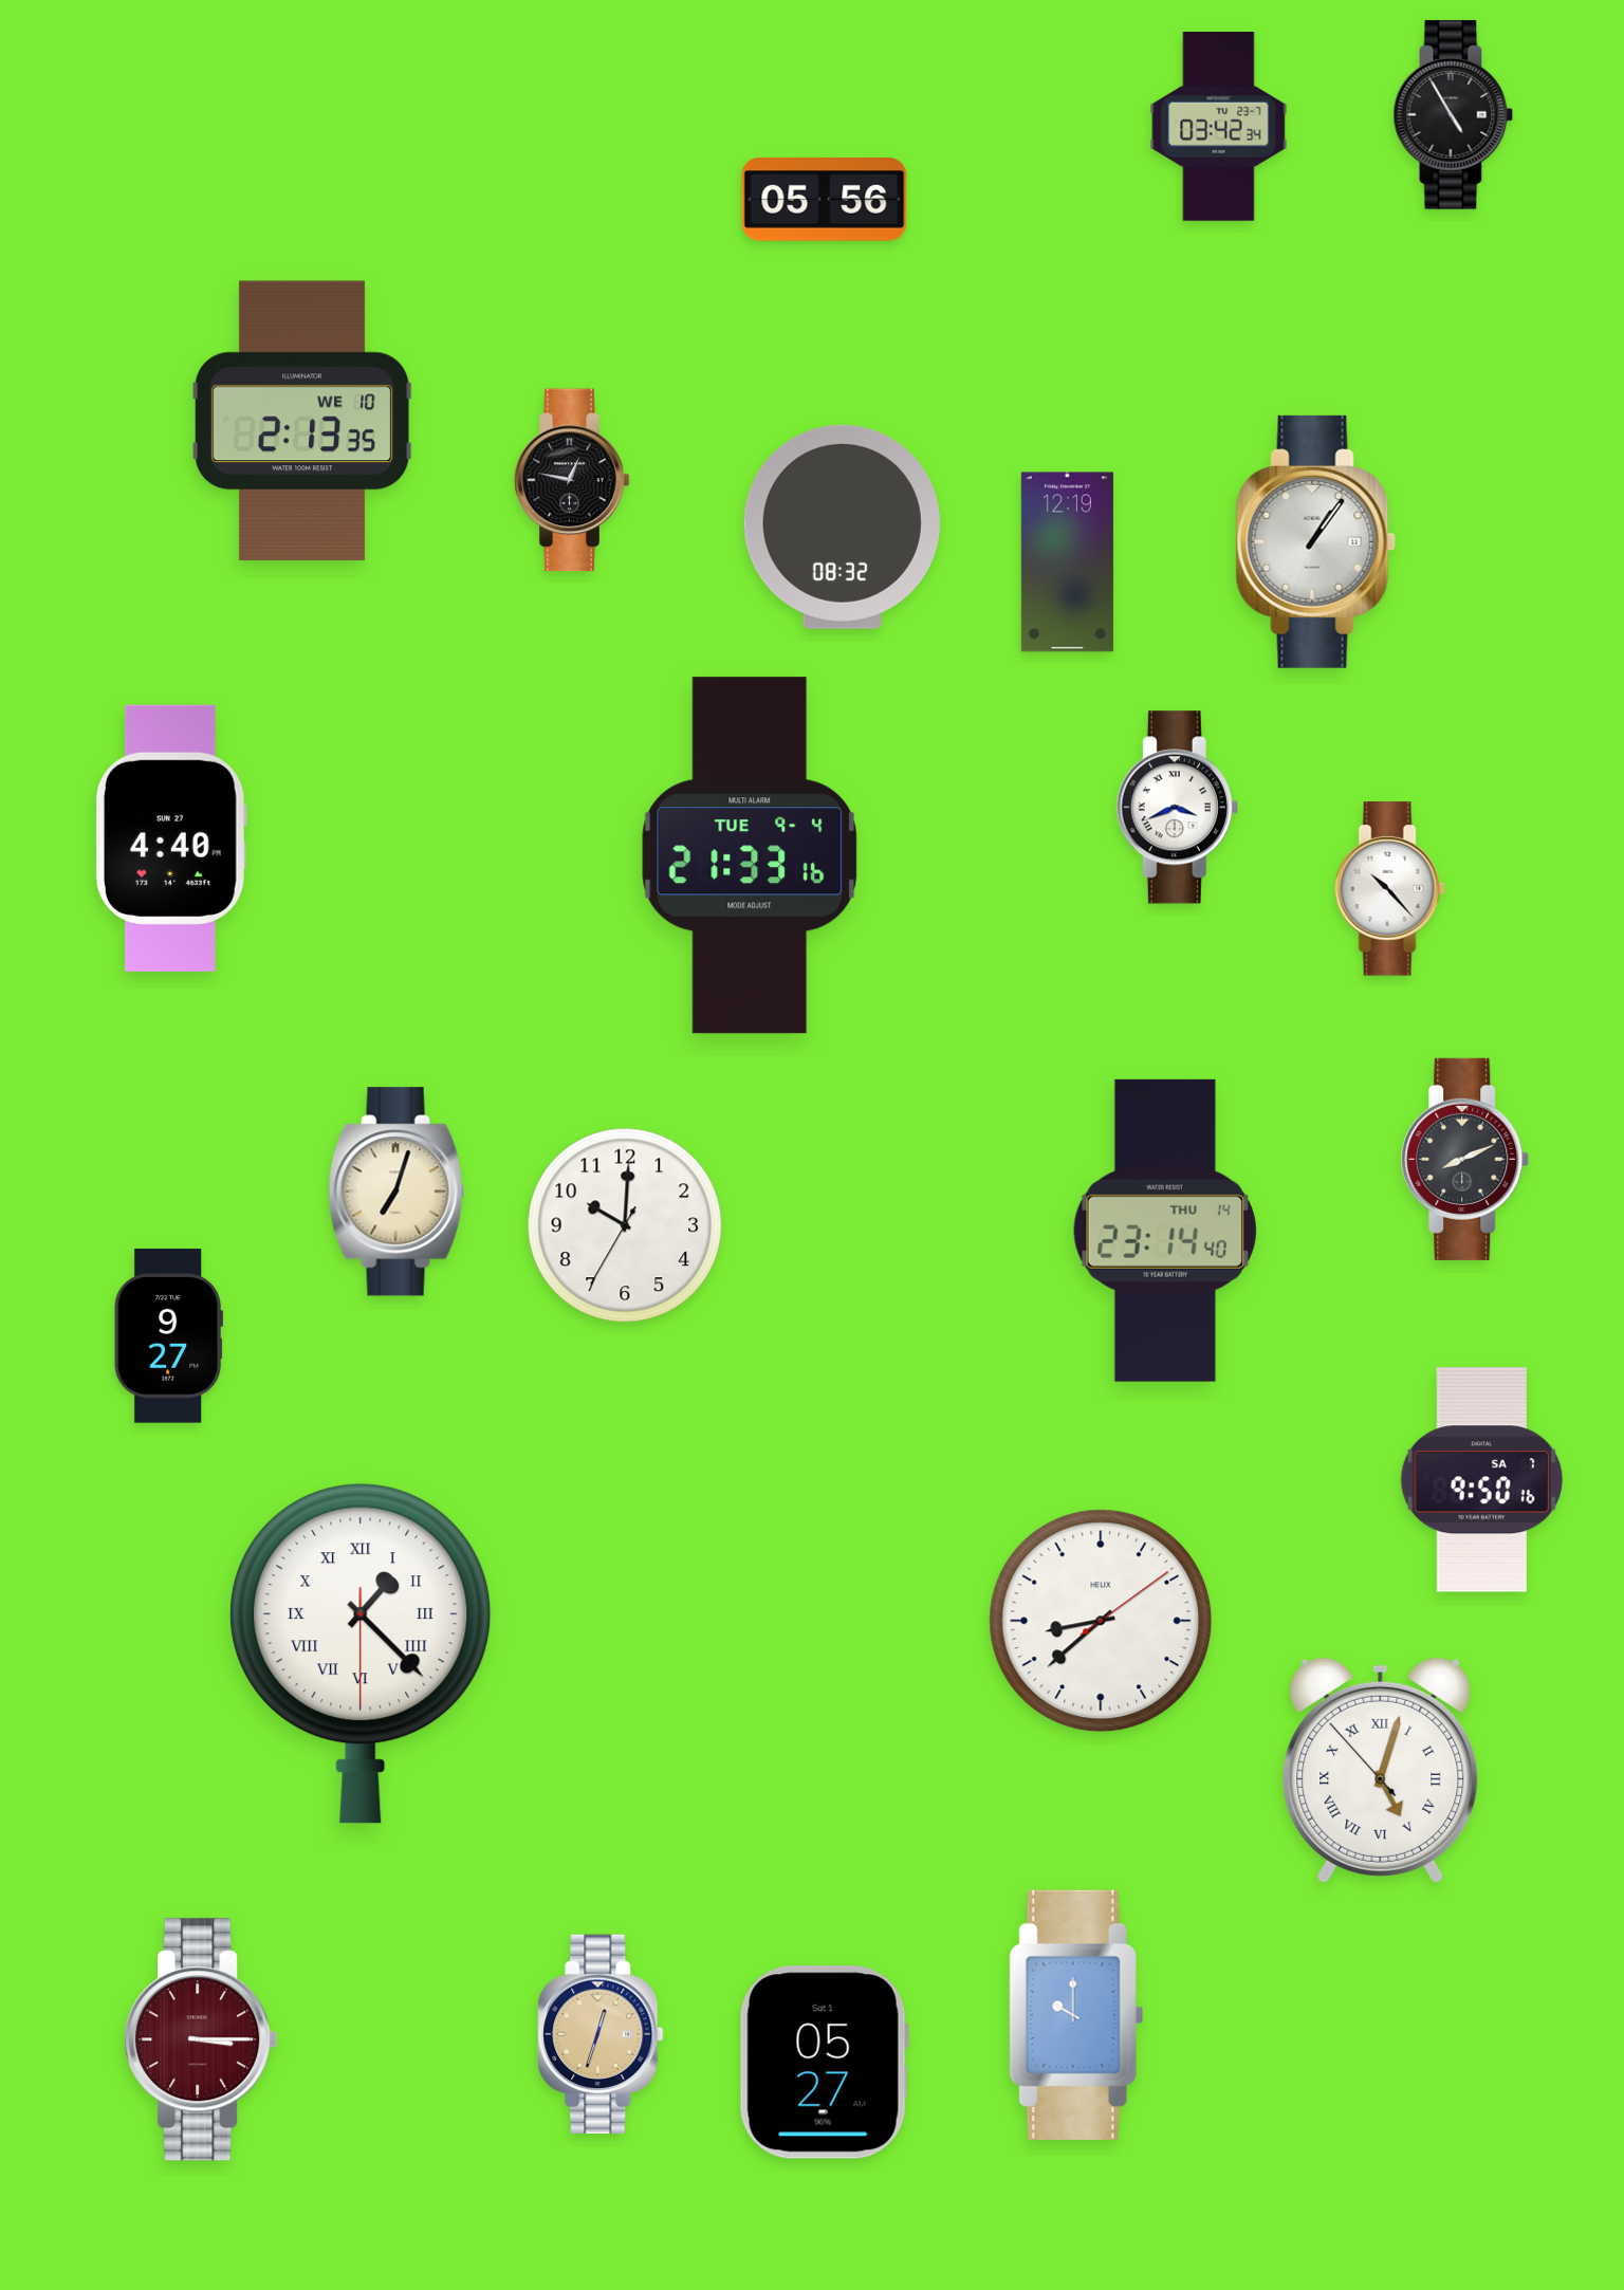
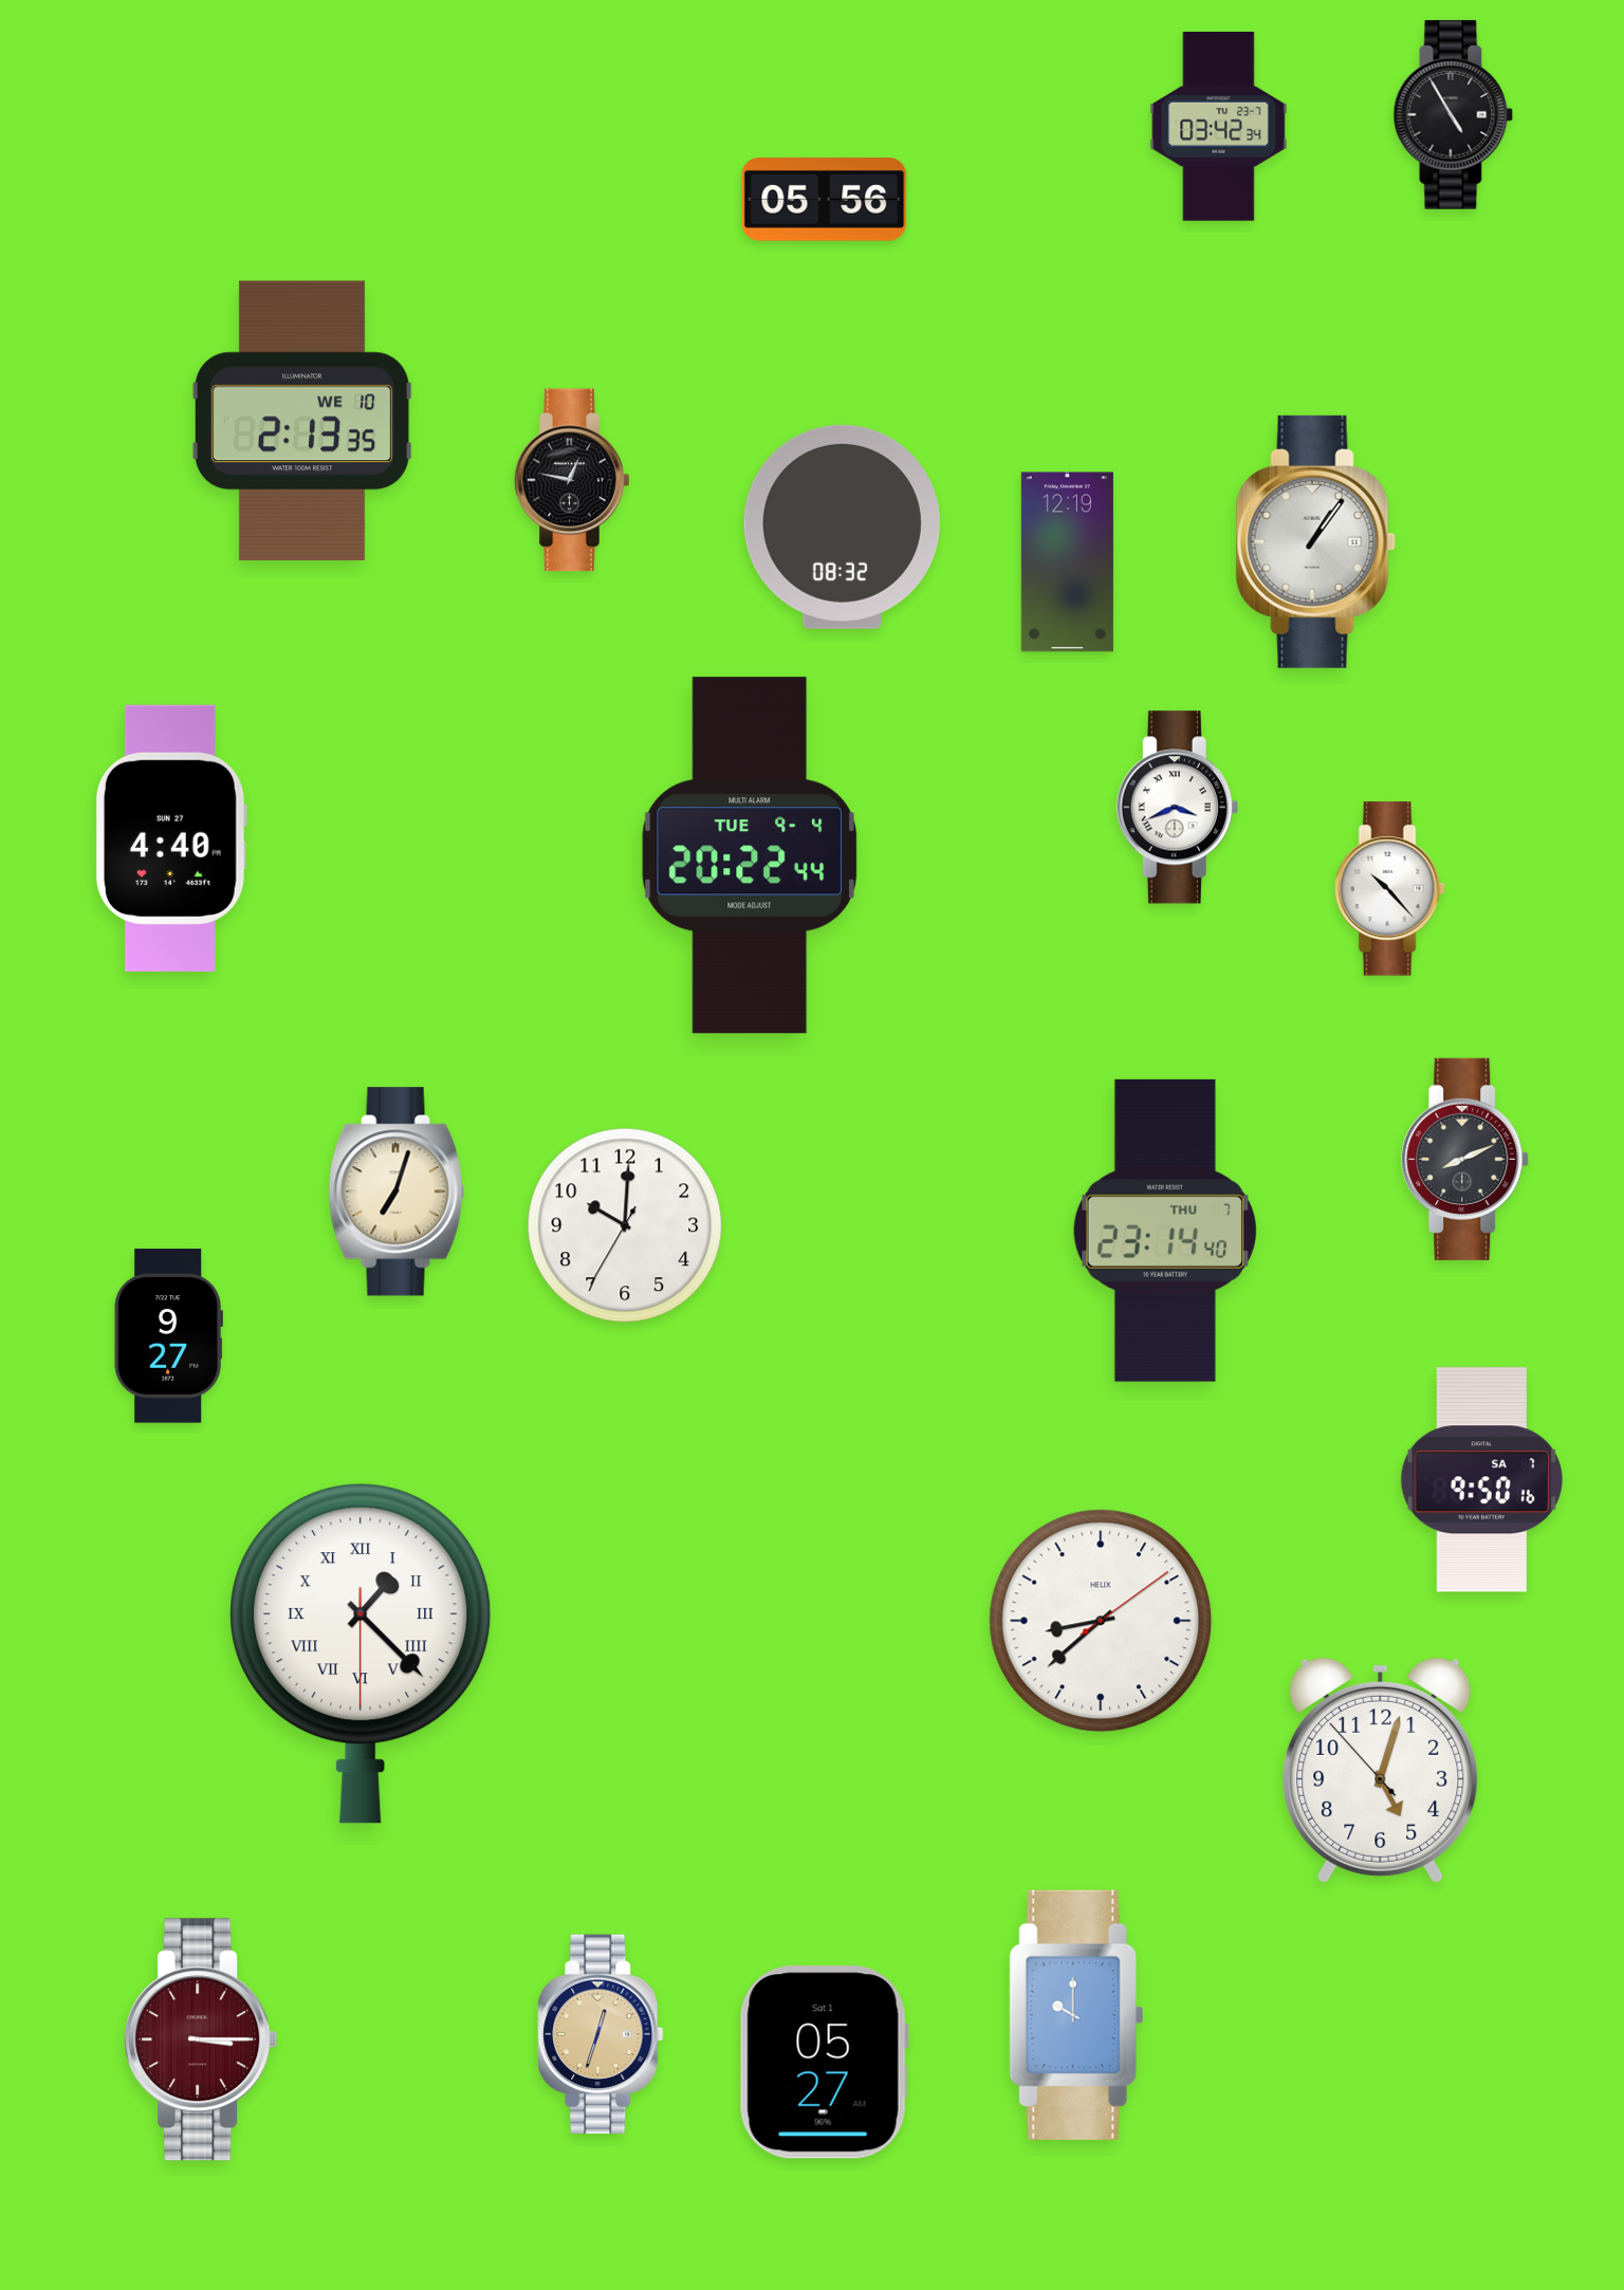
clock at (750, 855): 21:33 -> 20:22
clock at (1165, 1231) date: THU 14 -> THU 7
clock at (1381, 1770) numerals: Roman -> Arabic
